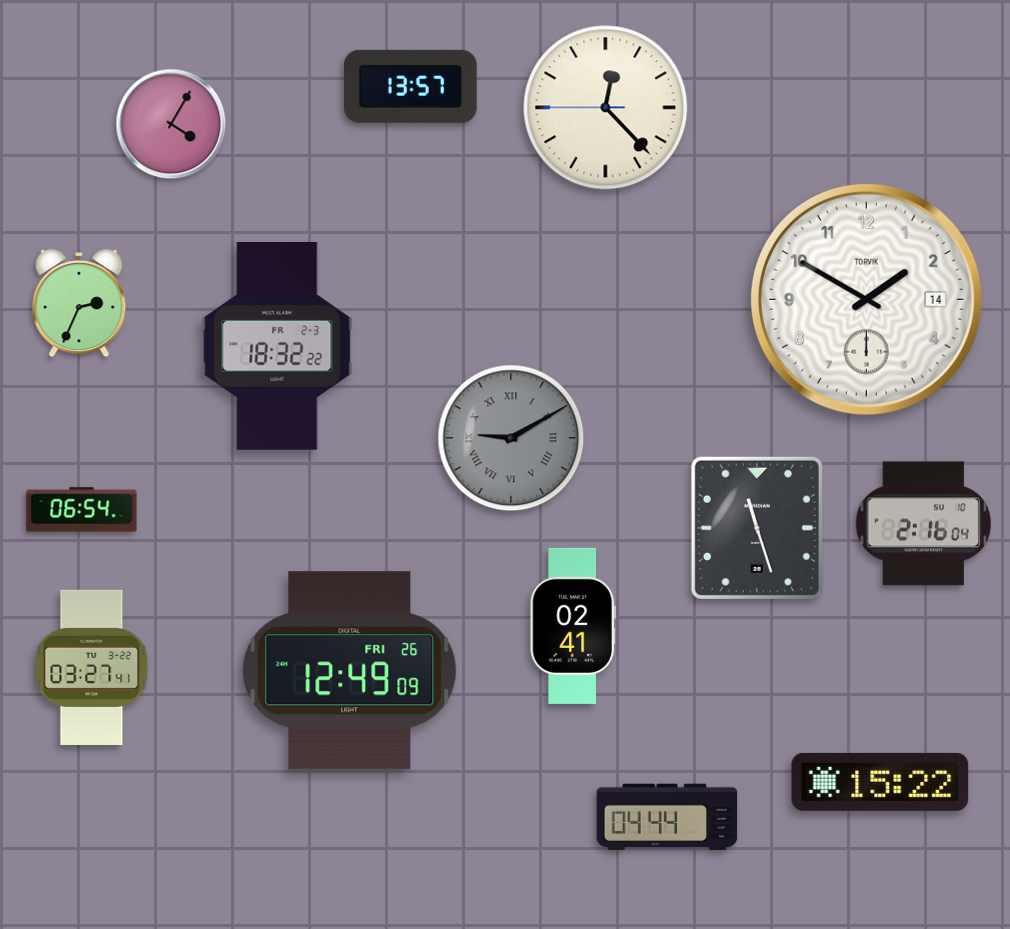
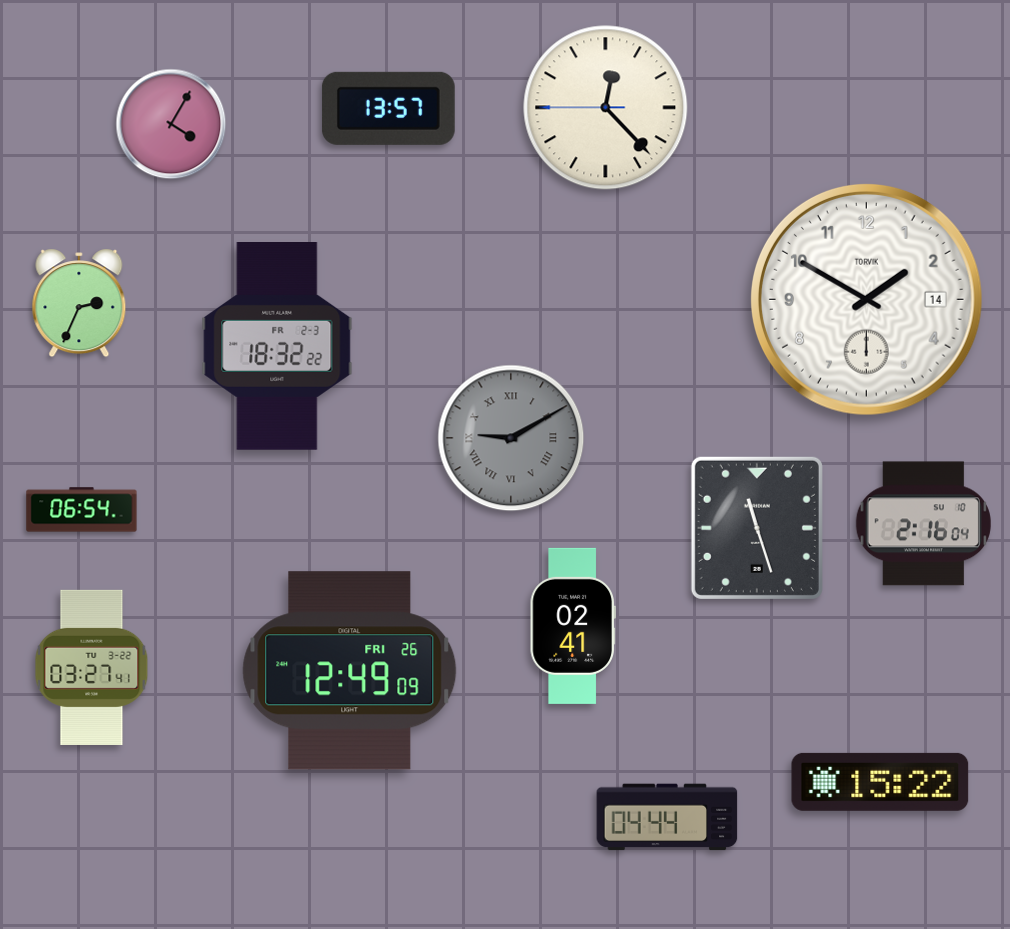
clock at (410, 86) position: (410, 86) -> (388, 108)
